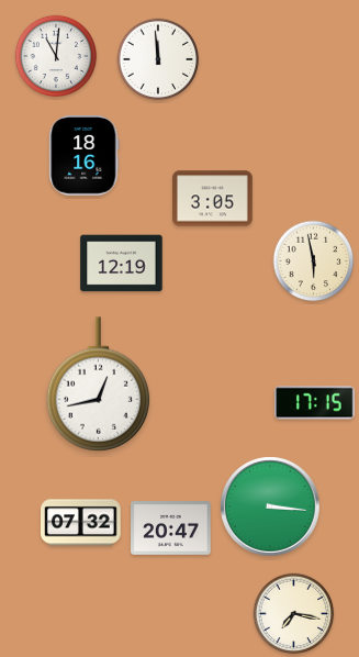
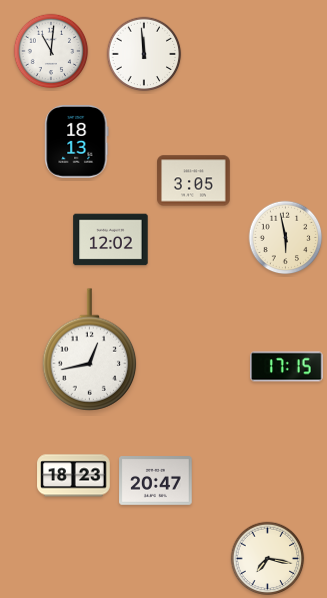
clock at (85, 156): 18:16 -> 18:13
clock at (122, 264): 12:19 -> 12:02
clock at (270, 506): 3:16 -> none
clock at (81, 523): 07:32 -> 18:23
